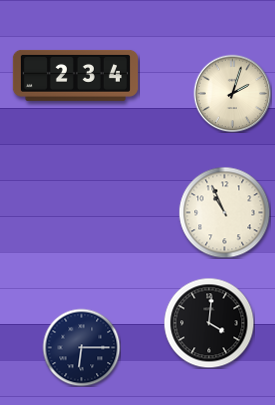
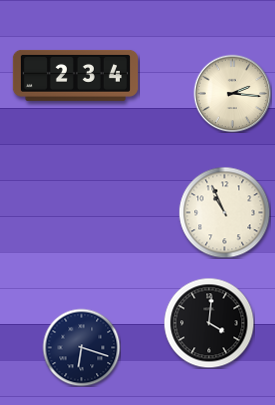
clock at (232, 93): 2:03 -> 2:16
clock at (81, 347): 6:15 -> 6:18
